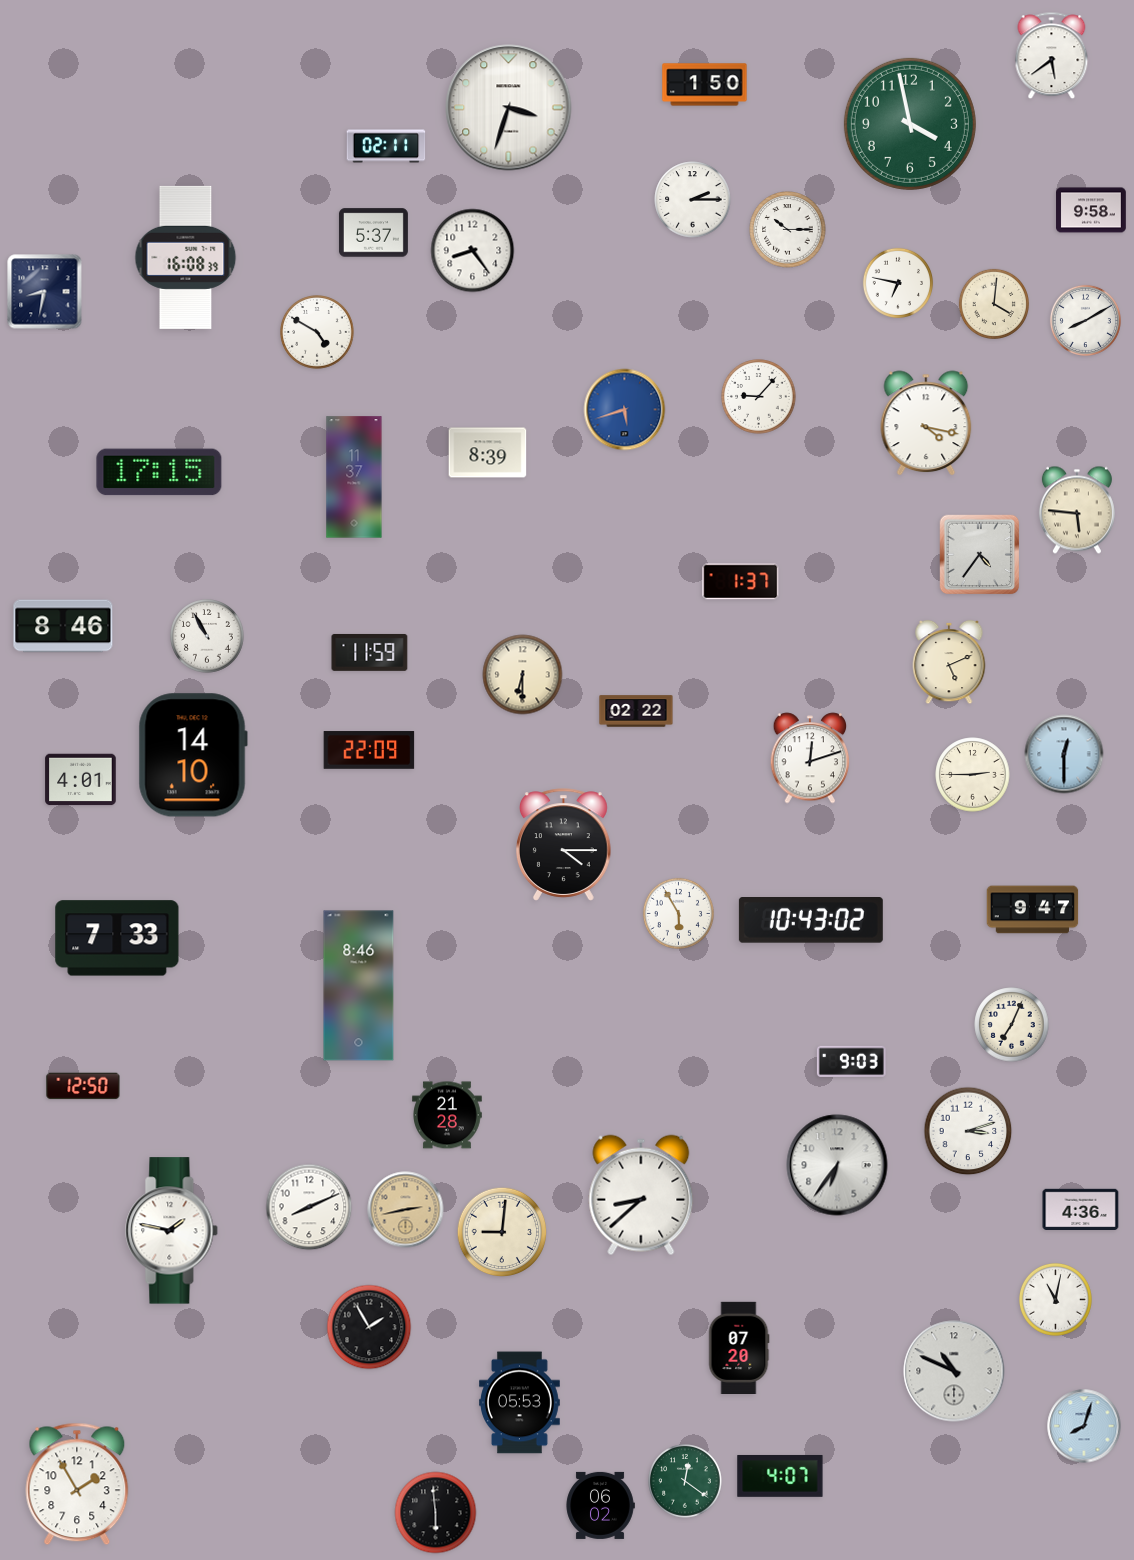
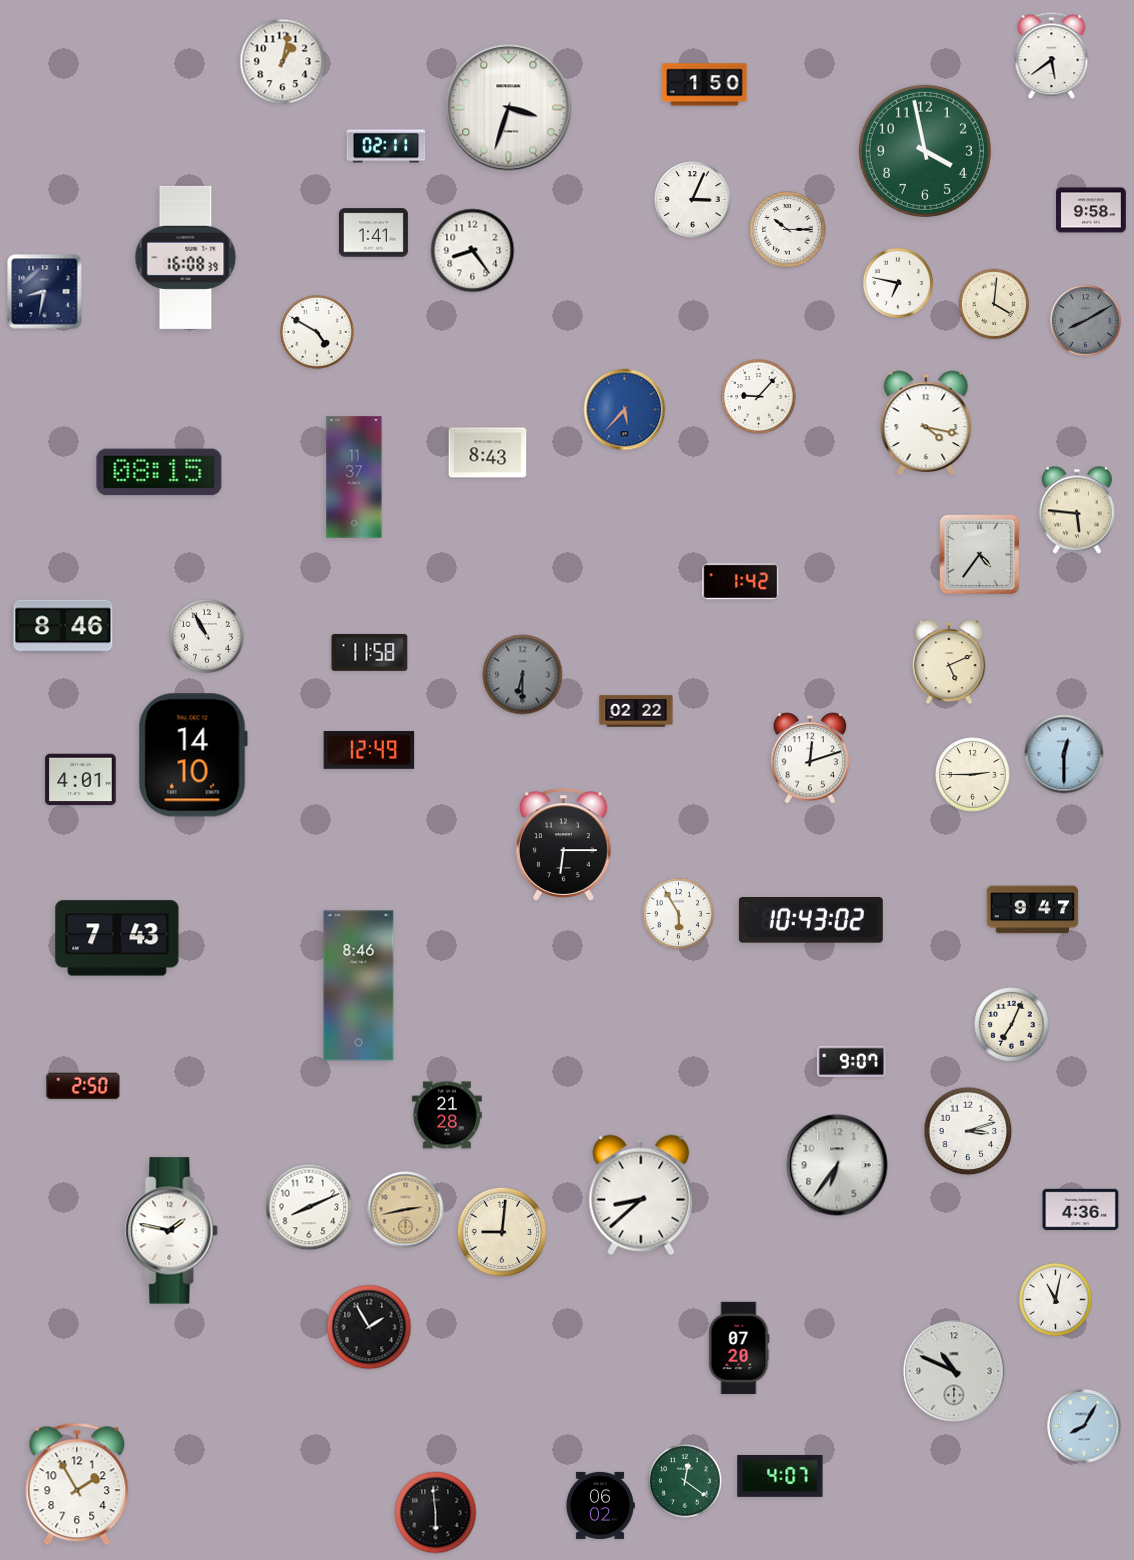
clock at (283, 62): none -> 1:02
clock at (910, 124) position: (910, 124) -> (925, 151)
clock at (693, 200): 2:15 -> 3:04
clock at (373, 233): 5:37 -> 1:41
clock at (1085, 320) dial: white -> grey
clock at (625, 410): 5:42 -> 5:37
clock at (488, 453): 8:39 -> 8:43
clock at (159, 472): 17:15 -> 08:15
clock at (741, 582): 1:37 -> 1:42
clock at (370, 652): 11:59 -> 11:58
clock at (523, 675) dial: cream -> grey
clock at (369, 750): 22:09 -> 12:49
clock at (563, 845): 4:15 -> 6:15
clock at (117, 938): 7:33 -> 7:43
clock at (851, 1061): 9:03 -> 9:07
clock at (83, 1086): 12:50 -> 2:50
clock at (520, 1403): 05:53 -> none
clock at (1084, 1426): 8:03 -> 8:05
